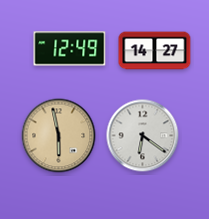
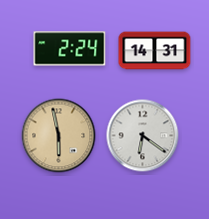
clock at (70, 49): 12:49 -> 2:24
clock at (155, 51): 14:27 -> 14:31
